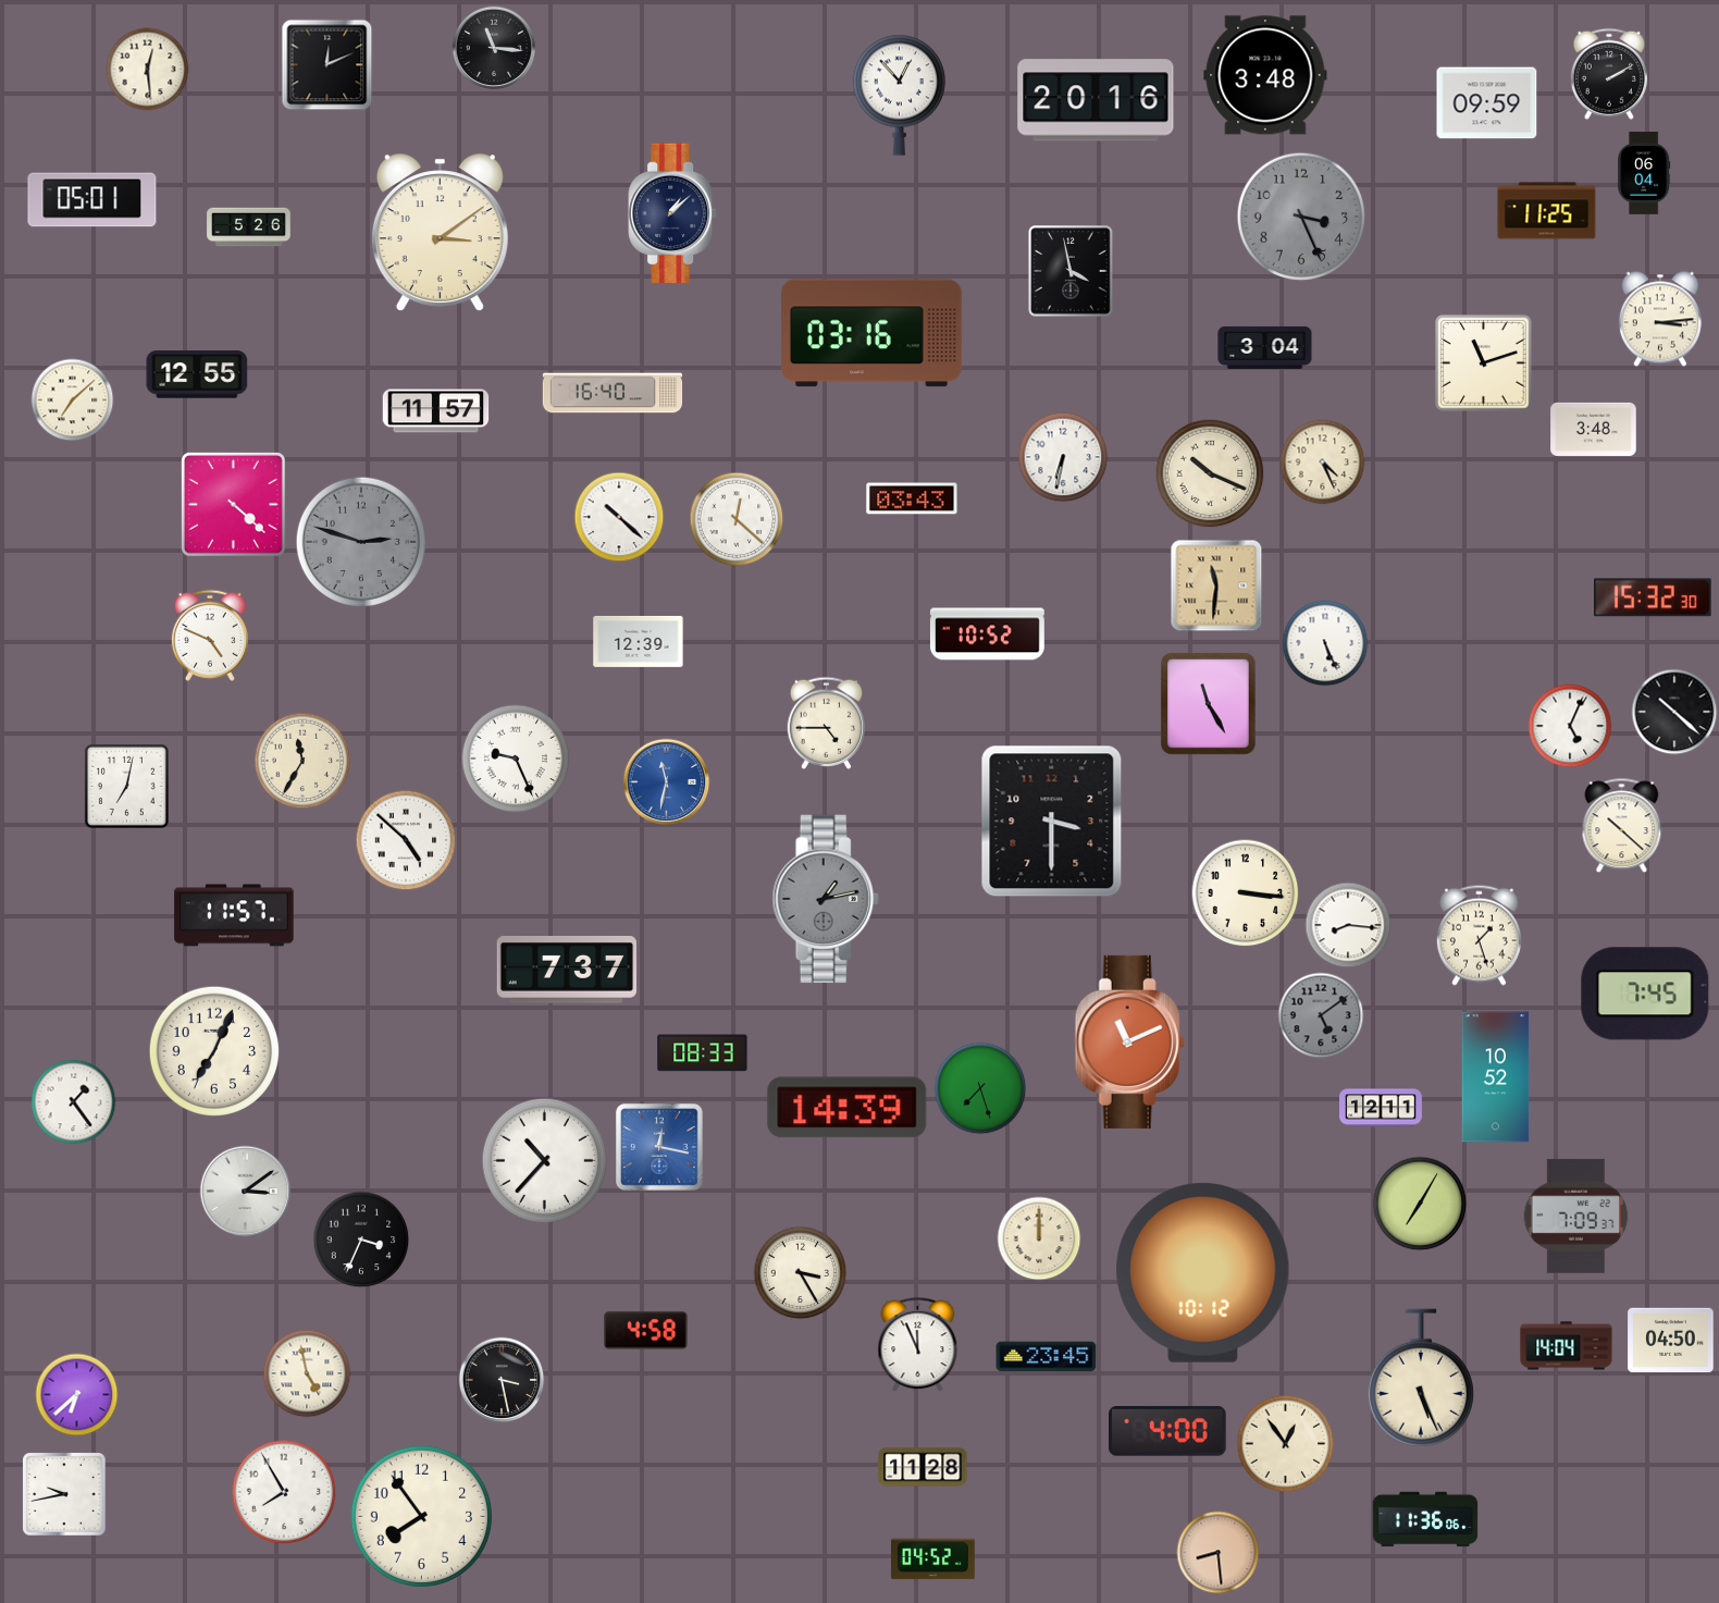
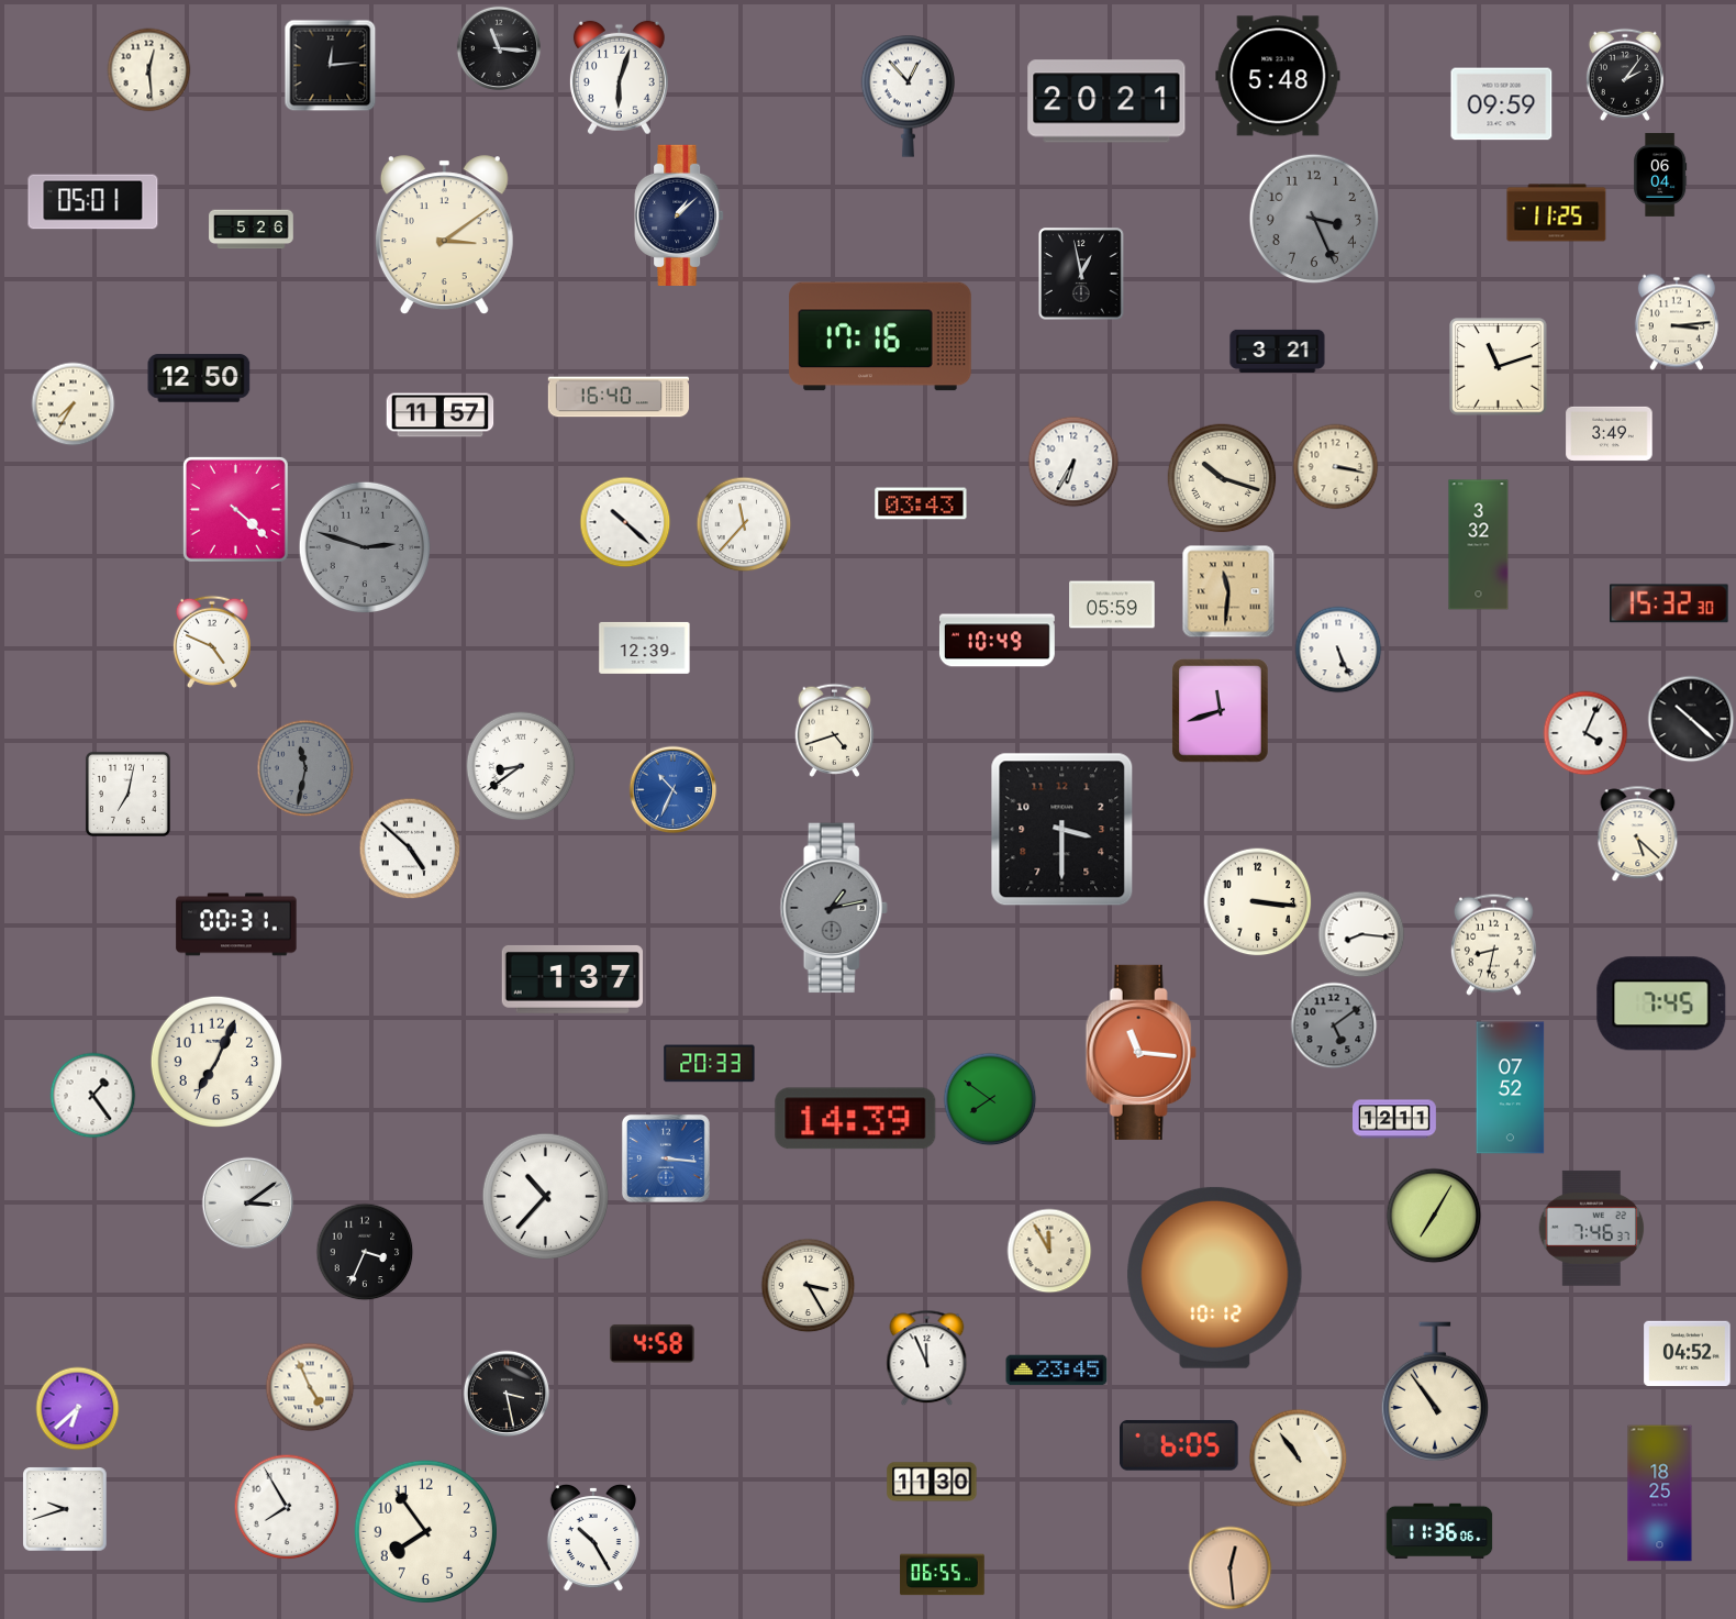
clock at (327, 65): 12:11 -> 12:14
clock at (1609, 74): 2:10 -> 2:06
clock at (1265, 75): 3:48 -> 5:48
clock at (619, 78): none -> 6:03
clock at (1096, 100): 20:16 -> 20:21
clock at (1547, 211) position: (1547, 211) -> (1557, 213)
clock at (1071, 271): 3:58 -> 12:58
clock at (871, 333): 03:16 -> 17:16
clock at (1265, 347): 3:04 -> 3:21
clock at (197, 374): 12:55 -> 12:50
clock at (73, 400): 7:08 -> 7:35
clock at (1594, 429): 3:48 -> 3:49
clock at (1063, 457): 6:32 -> 6:35
clock at (1323, 463): 4:26 -> 3:17
clock at (1210, 473): 10:19 -> 10:18
clock at (737, 519): 12:22 -> 11:37
clock at (1479, 545): none -> 3:32
clock at (1112, 605): none -> 05:59
clock at (987, 634): 10:52 -> 10:49
clock at (1209, 704): 11:25 -> 11:42
clock at (826, 723): 4:45 -> 4:42
clock at (1570, 726): 5:04 -> 4:04
clock at (516, 759): 9:26 -> 8:39
clock at (302, 761): 11:35 -> 11:32
clock at (302, 761) dial: cream -> grey
clock at (667, 782): 11:32 -> 10:34
clock at (1622, 826): 10:22 -> 5:22
clock at (234, 915): 11:57 -> 00:31
clock at (1479, 935): 1:27 -> 8:32
clock at (566, 970): 7:37 -> 1:37
clock at (1129, 1041): 11:11 -> 11:16
clock at (703, 1053): 08:33 -> 20:33
clock at (1496, 1077): 10:52 -> 07:52
clock at (980, 1088): 7:27 -> 7:51
clock at (74, 1102) position: (74, 1102) -> (93, 1096)
clock at (659, 1147): 12:17 -> 3:16
clock at (545, 1161) position: (545, 1161) -> (546, 1197)
clock at (1576, 1216): 7:09 -> 7:46
clock at (1039, 1238): 12:00 -> 11:55
clock at (1203, 1272) position: (1203, 1272) -> (1215, 1277)
clock at (1671, 1341): 04:50 -> 04:52
clock at (1567, 1346): 14:04 -> none
clock at (307, 1373): 4:58 -> 4:56
clock at (1421, 1378): 5:26 -> 10:54
clock at (1168, 1431): 4:00 -> 6:05
clock at (1286, 1444): 12:54 -> 10:54
clock at (923, 1467): 11:28 -> 11:30
clock at (1660, 1494): none -> 18:25
clock at (64, 1494): 9:43 -> 9:42
clock at (1425, 1519) position: (1425, 1519) -> (1439, 1531)
clock at (593, 1538): none -> 10:25
clock at (1219, 1553): 8:29 -> 12:29
clock at (933, 1559): 04:52 -> 06:55
